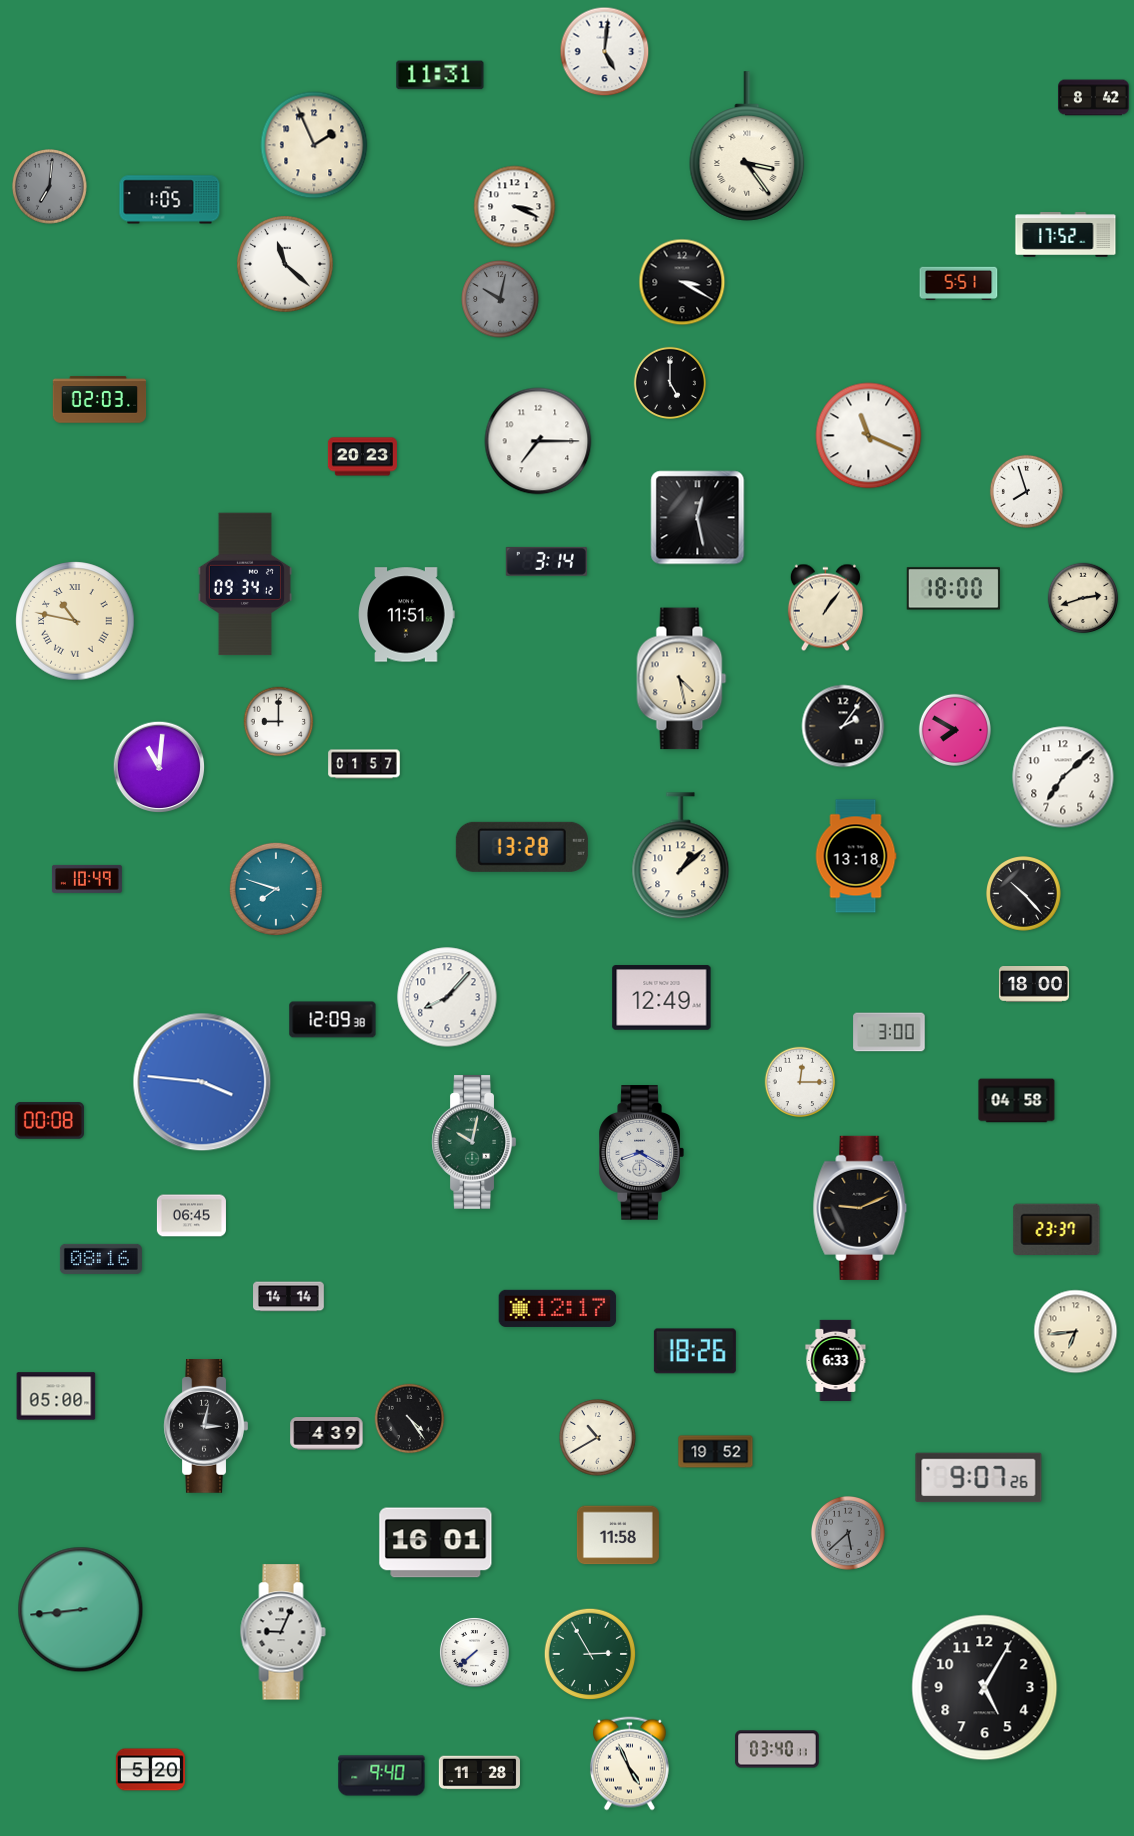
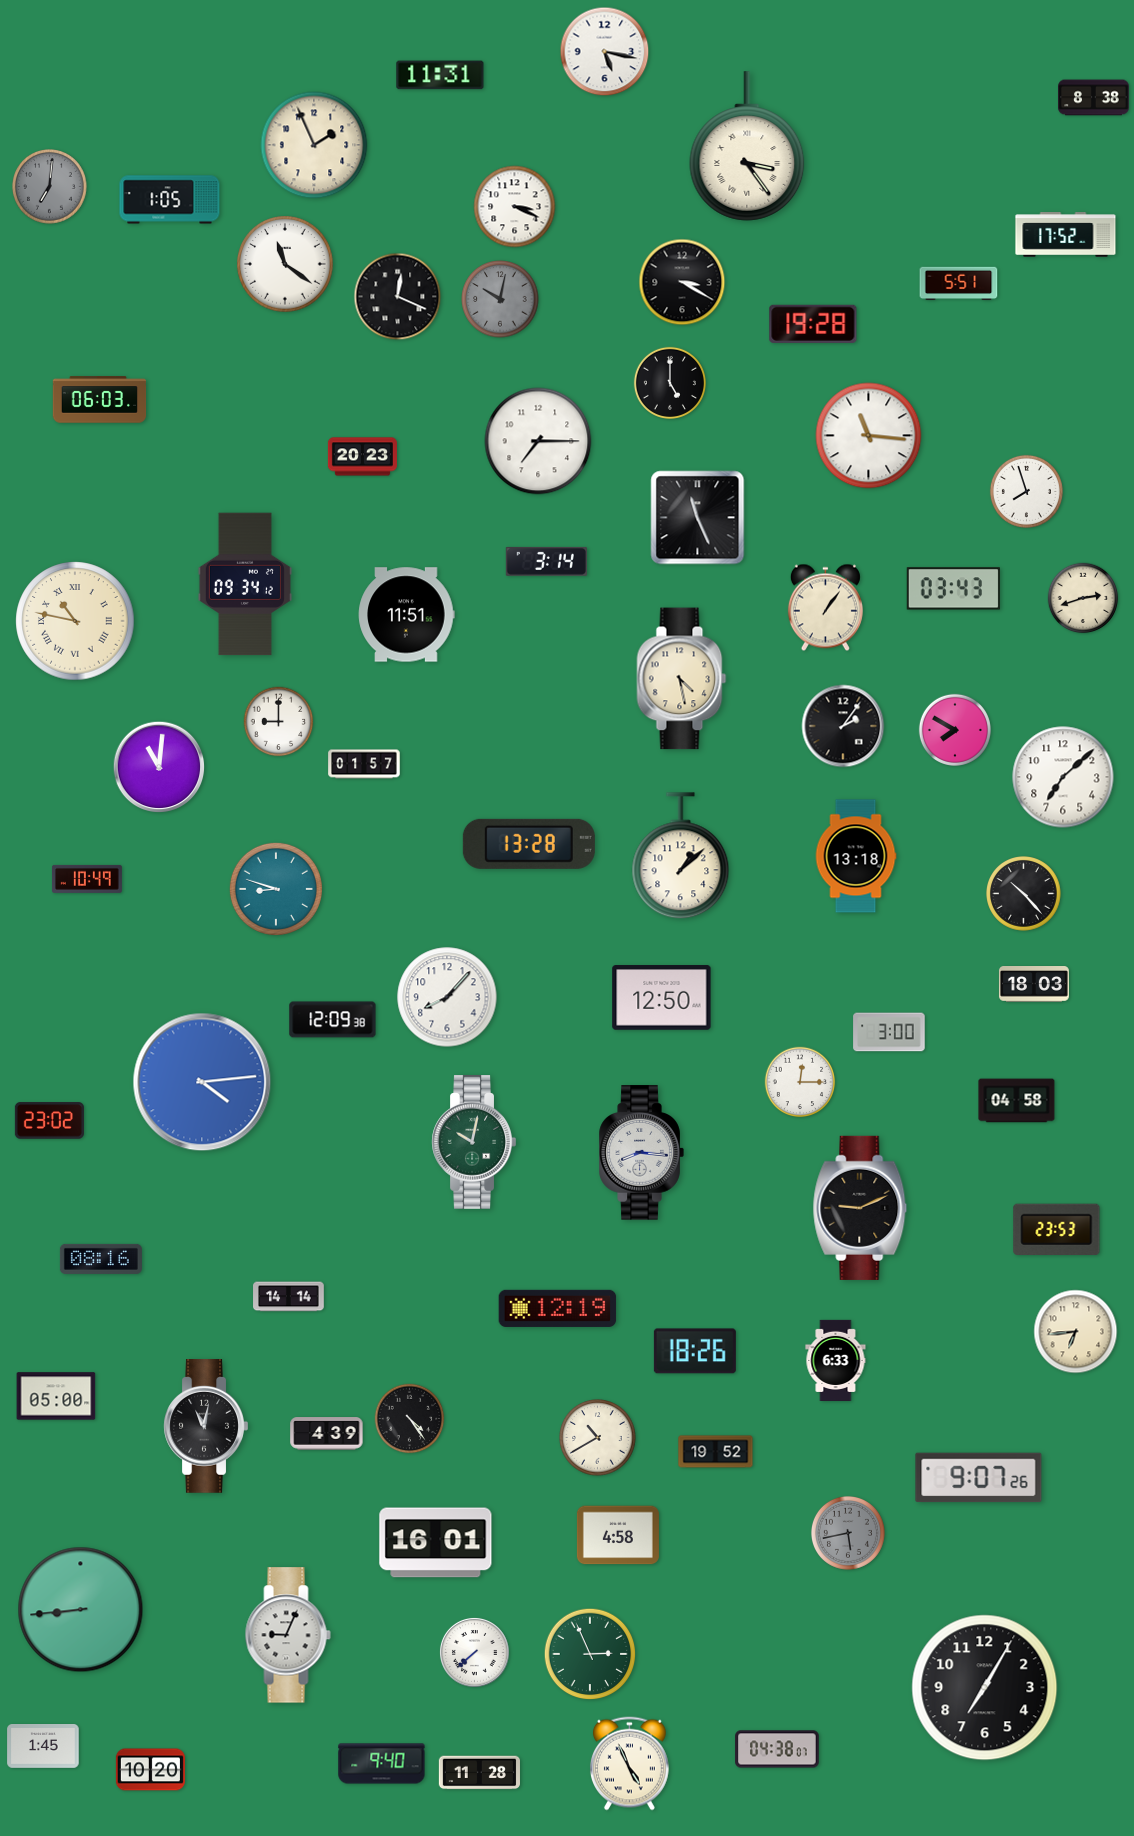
clock at (605, 52): 5:01 -> 5:17
clock at (1094, 98): 8:42 -> 8:38
clock at (285, 264): 11:22 -> 11:21
clock at (398, 297): none -> 12:19
clock at (813, 324): none -> 19:28
clock at (100, 400): 02:03 -> 06:03
clock at (869, 436): 11:19 -> 11:16
clock at (698, 518): 12:28 -> 11:26
clock at (953, 589): 18:00 -> 03:43
clock at (522, 847) position: (522, 847) -> (529, 844)
clock at (276, 889): 7:48 -> 8:48
clock at (1034, 985): 18:00 -> 18:03
clock at (662, 998): 12:49 -> 12:50
clock at (202, 1082): 3:46 -> 4:14
clock at (49, 1121): 00:08 -> 23:02
clock at (641, 1153): 8:20 -> 8:16
clock at (191, 1216): 06:45 -> none
clock at (1057, 1229): 23:37 -> 23:53
clock at (558, 1308): 12:17 -> 12:19
clock at (206, 1427): 3:02 -> 11:02
clock at (848, 1533): 5:38 -> 5:43
clock at (618, 1535): 11:58 -> 4:58
clock at (283, 1632) position: (283, 1632) -> (288, 1635)
clock at (590, 1654): 2:55 -> 2:56
clock at (985, 1688): 5:05 -> 7:05
clock at (43, 1747): none -> 1:45
clock at (777, 1749): 03:40 -> 04:38
clock at (150, 1770): 5:20 -> 10:20
clock at (382, 1776) position: (382, 1776) -> (382, 1764)
